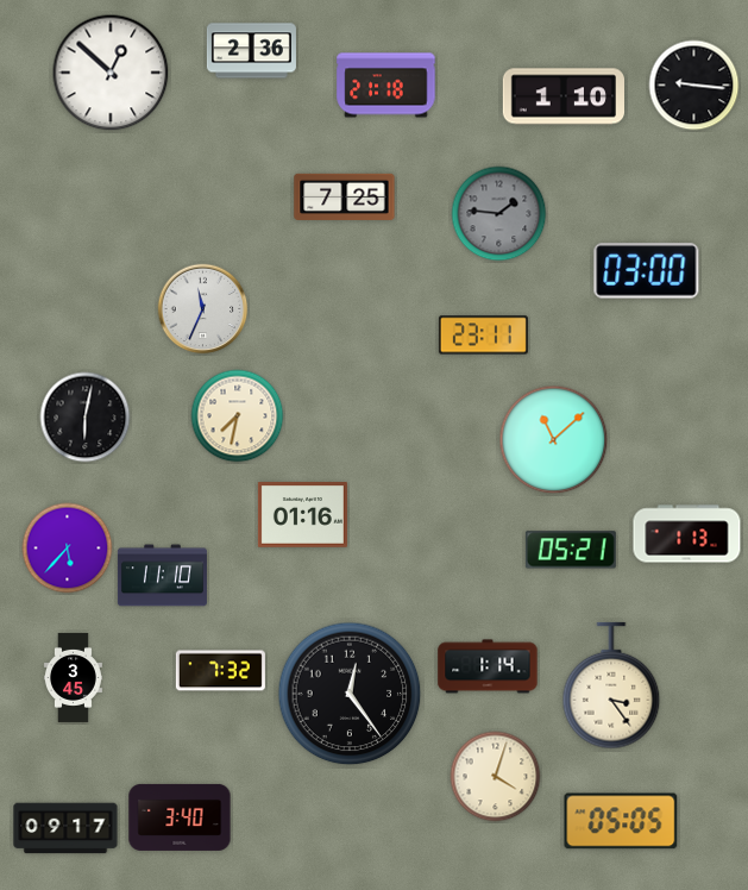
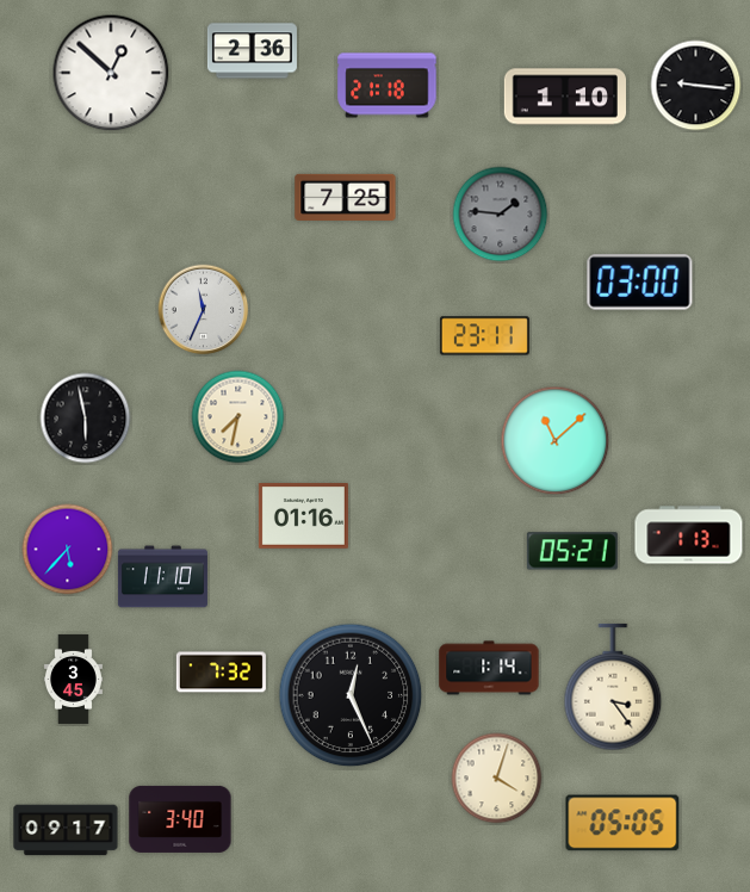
clock at (647, 271) position: (647, 271) -> (640, 283)
clock at (86, 418): 6:02 -> 5:58
clock at (350, 694): 12:24 -> 12:26
